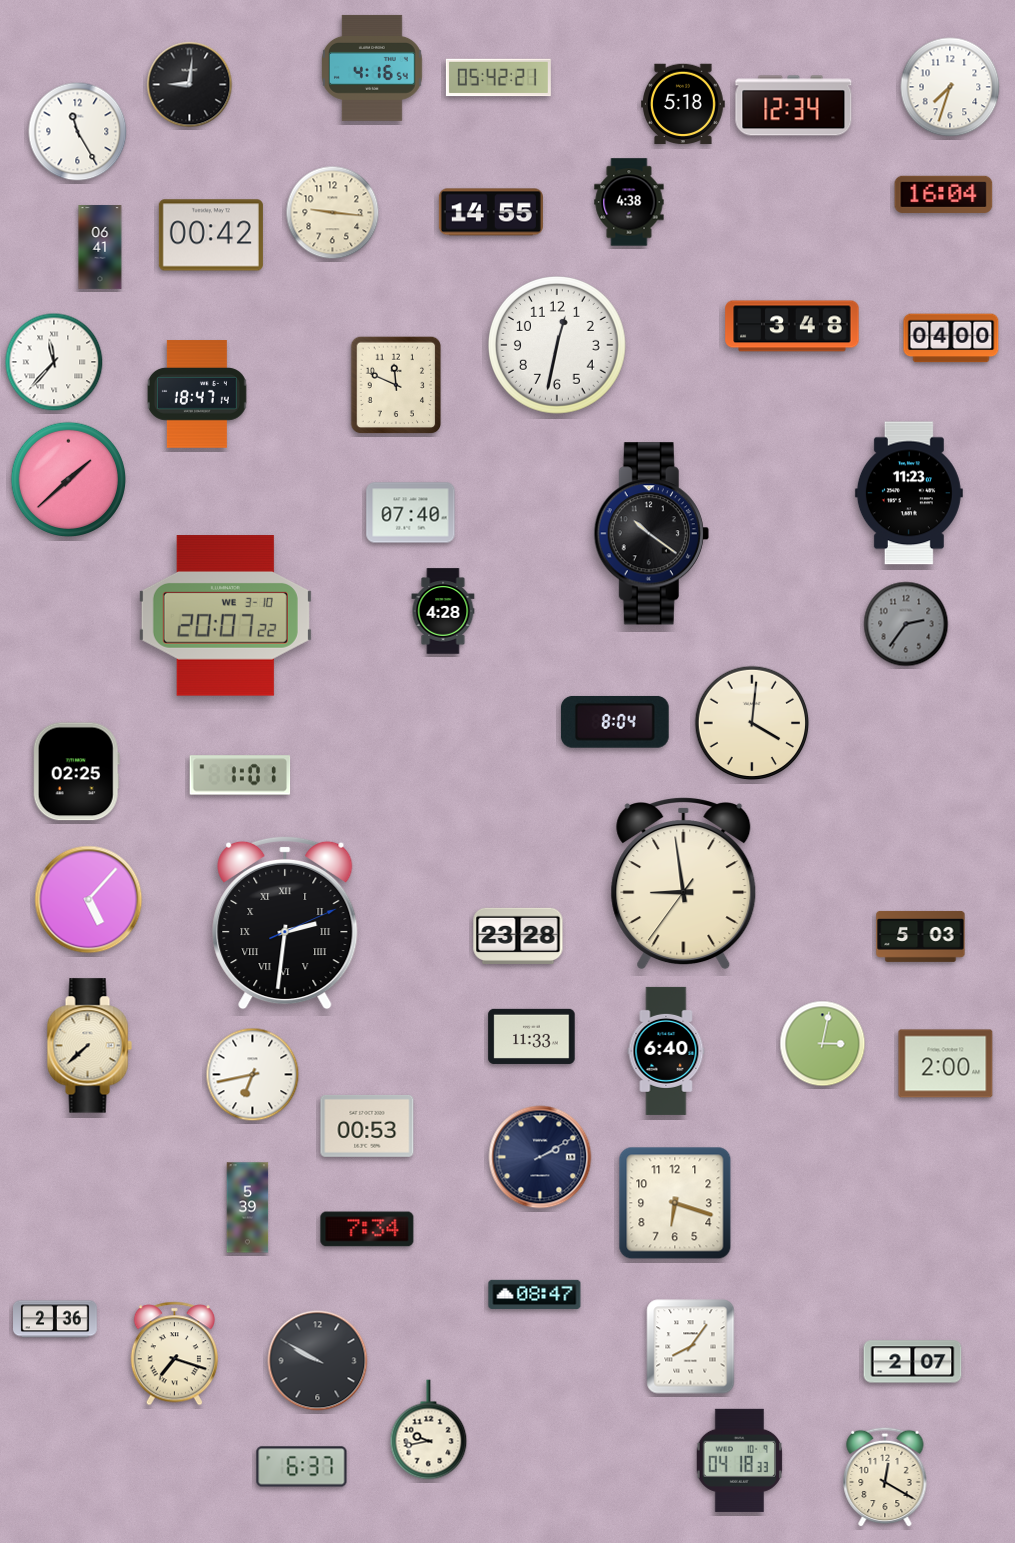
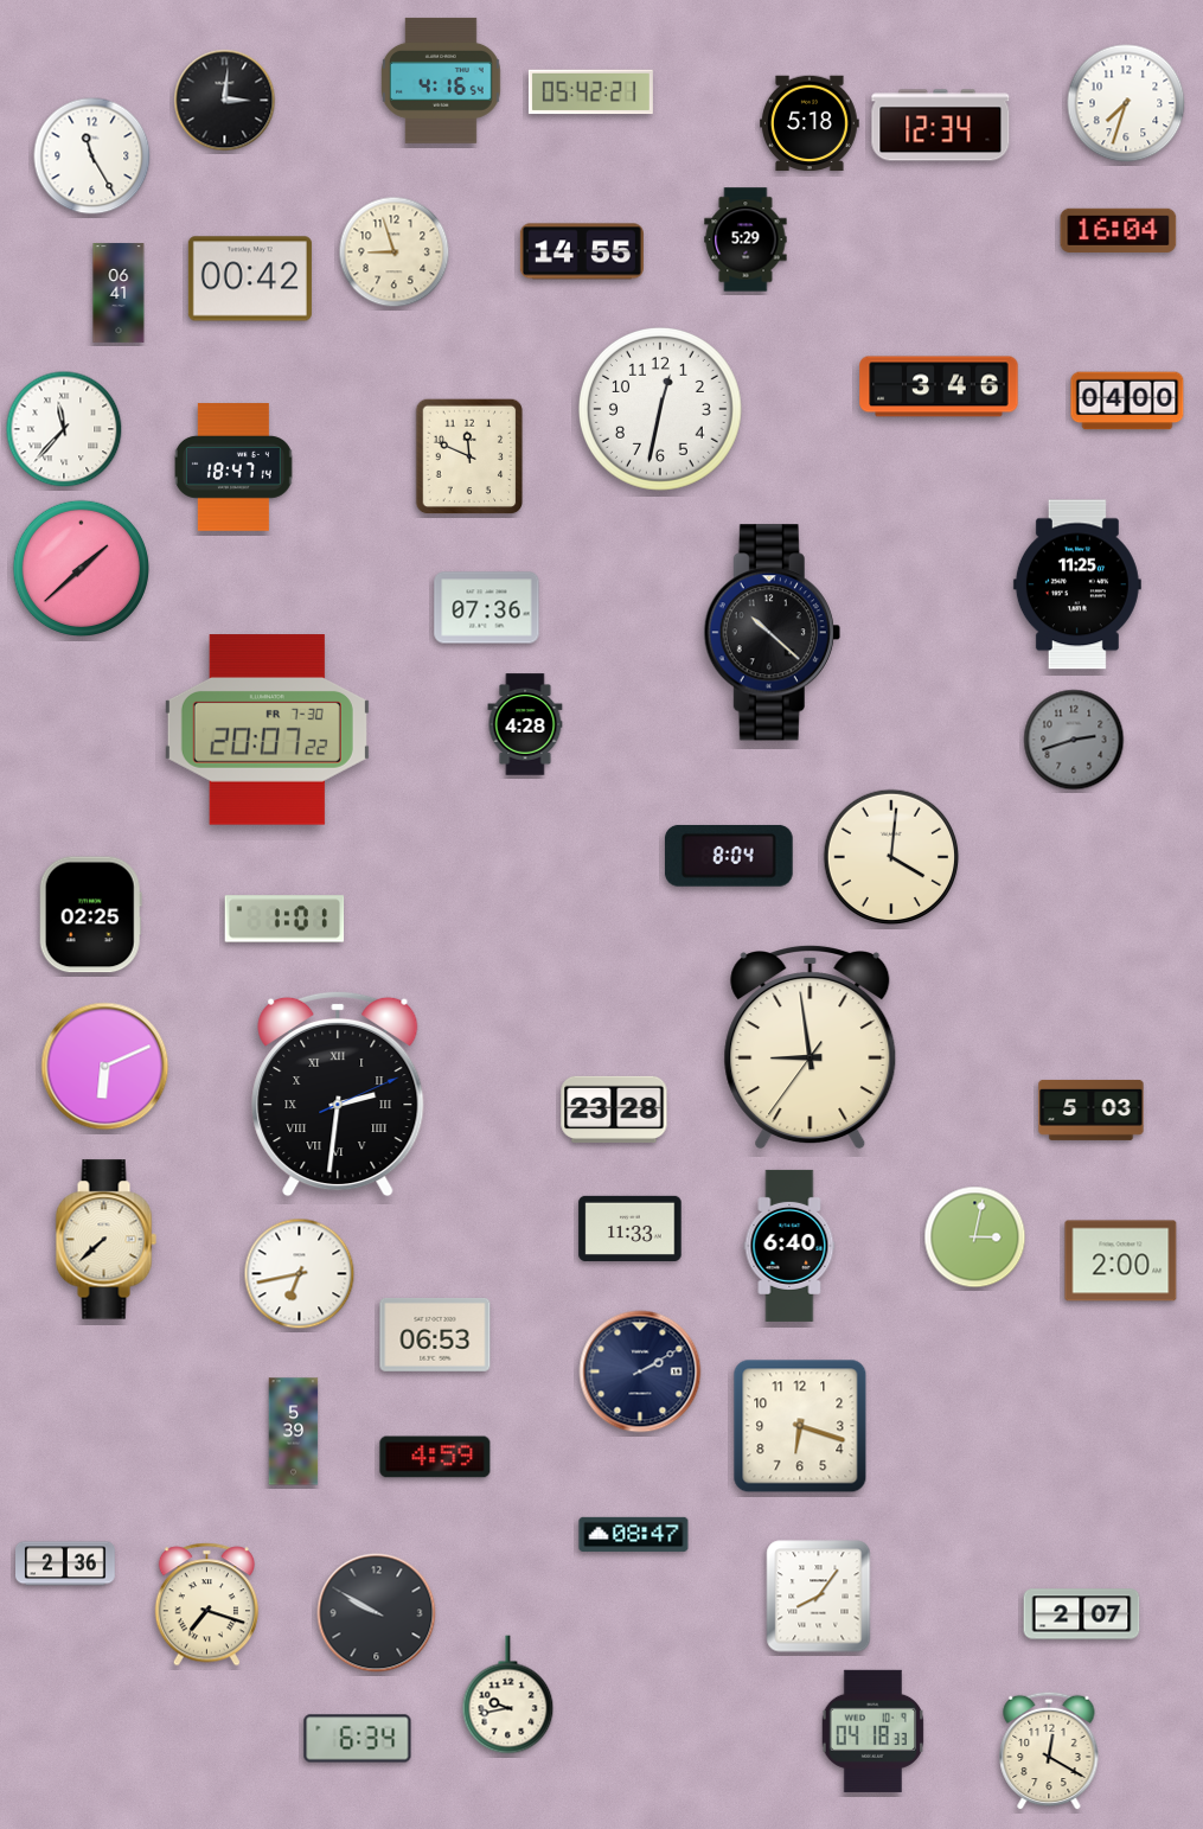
clock at (190, 85): 9:01 -> 3:01
clock at (629, 202): 4:38 -> 5:29
clock at (333, 213): 9:16 -> 8:57
clock at (792, 326): 3:48 -> 3:46
clock at (909, 493): 11:23 -> 11:25
clock at (411, 513): 07:40 -> 07:36
clock at (651, 534): 10:21 -> 10:22
clock at (225, 616) date: WE 3-10 -> FR 7-30
clock at (906, 624): 2:36 -> 2:42
clock at (89, 900): 5:07 -> 6:11
clock at (367, 1126): 00:53 -> 06:53
clock at (367, 1229): 7:34 -> 4:59
clock at (739, 1460) position: (739, 1460) -> (872, 1731)
clock at (302, 1467): 6:37 -> 6:34
